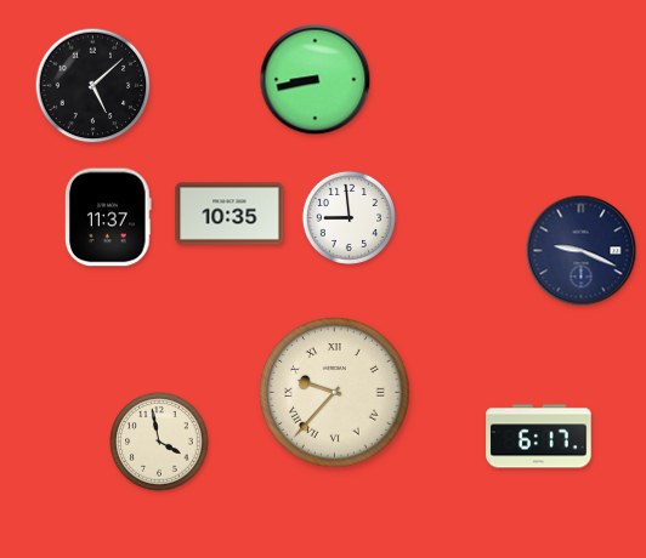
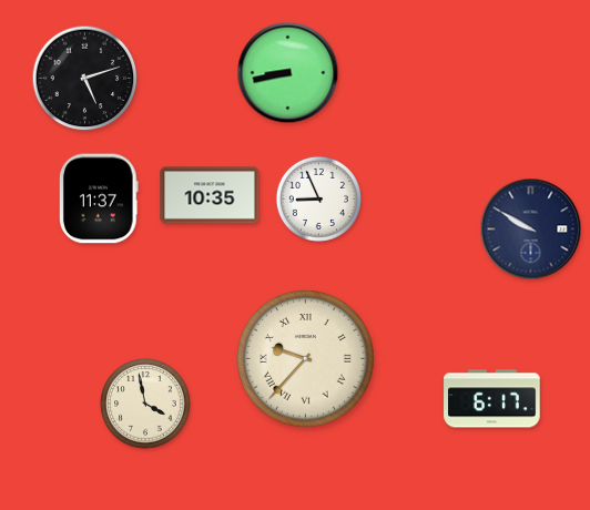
clock at (93, 86): 5:08 -> 5:12
clock at (348, 217): 8:59 -> 8:56
clock at (582, 251): 9:19 -> 9:50
